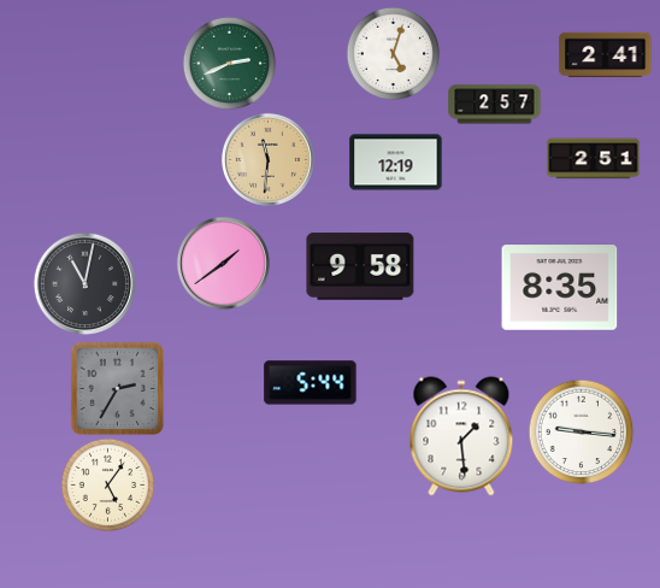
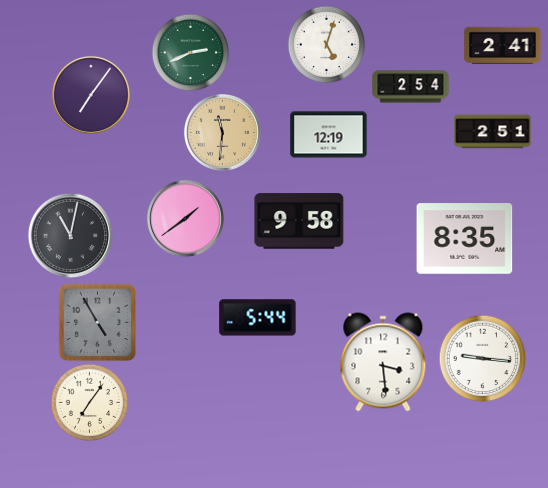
clock at (495, 105): 2:57 -> 2:54
clock at (91, 95): none -> 7:06
clock at (117, 388): 2:35 -> 4:55
clock at (461, 436): 1:29 -> 3:29
clock at (107, 484): 5:06 -> 7:06
